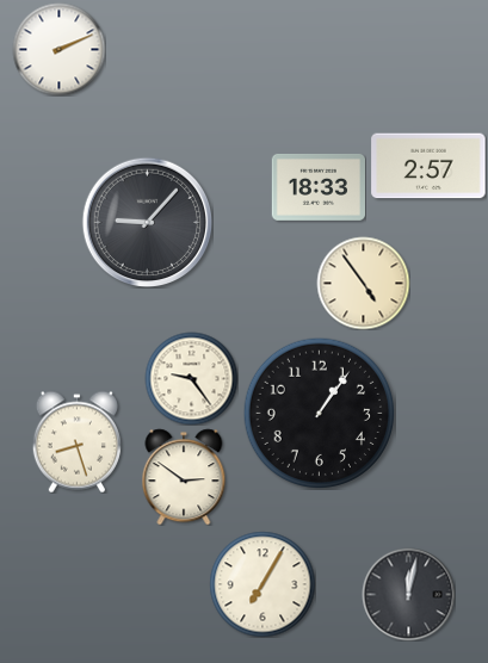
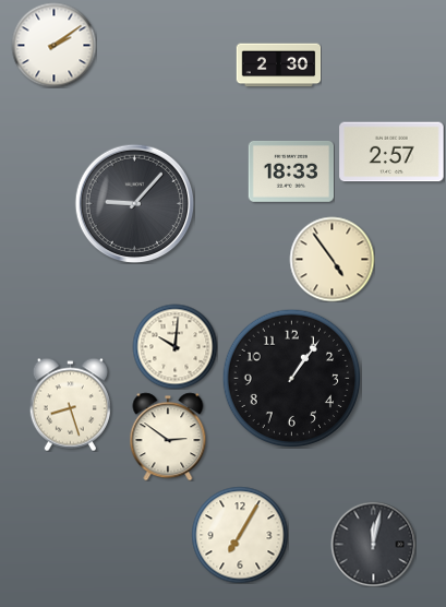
clock at (58, 49): 2:11 -> 2:09
clock at (278, 66): none -> 2:30
clock at (191, 378): 9:24 -> 10:01
